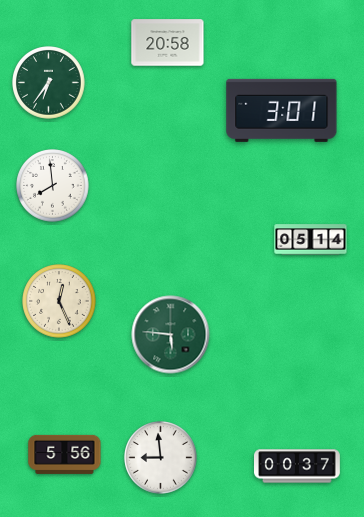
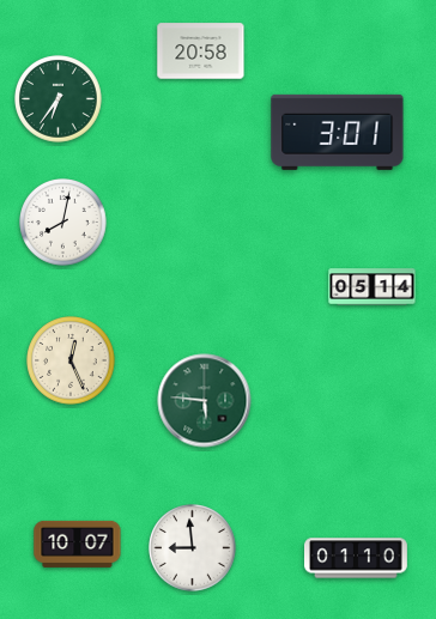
clock at (53, 186): 7:59 -> 8:02
clock at (65, 454): 5:56 -> 10:07
clock at (298, 466): 00:37 -> 01:10
